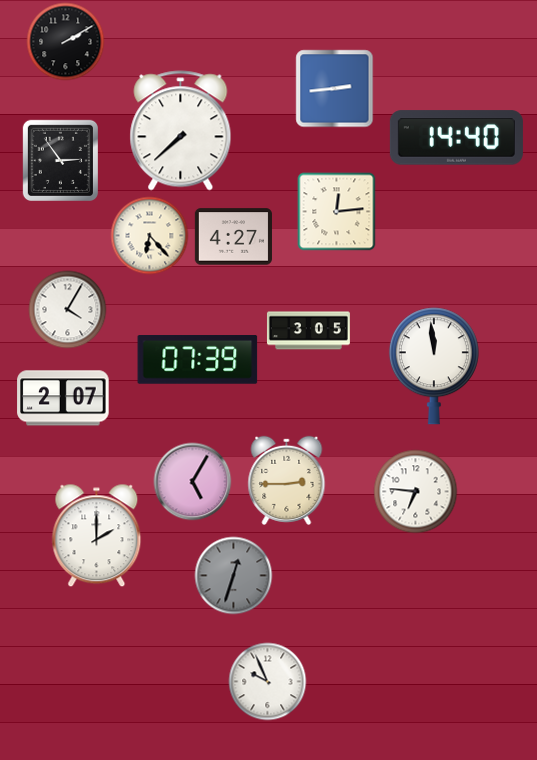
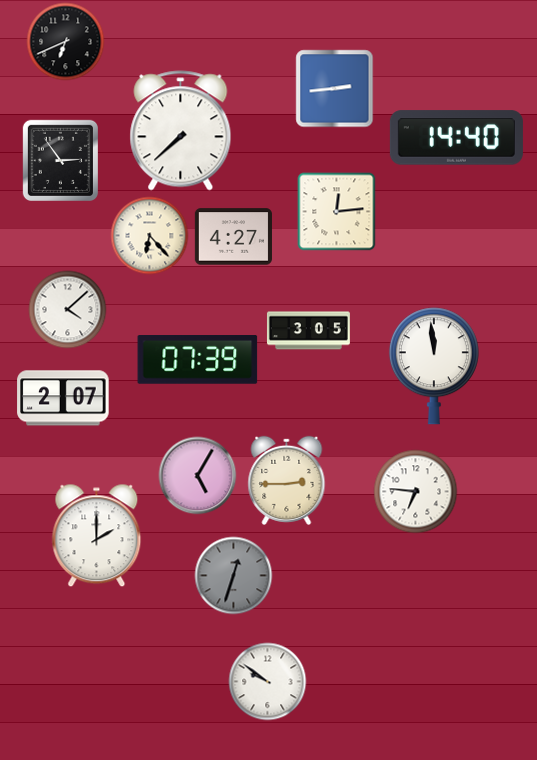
clock at (65, 41): 2:10 -> 6:41
clock at (67, 309): 4:05 -> 4:08
clock at (192, 481) position: (192, 481) -> (197, 475)
clock at (267, 681): 9:56 -> 9:51
